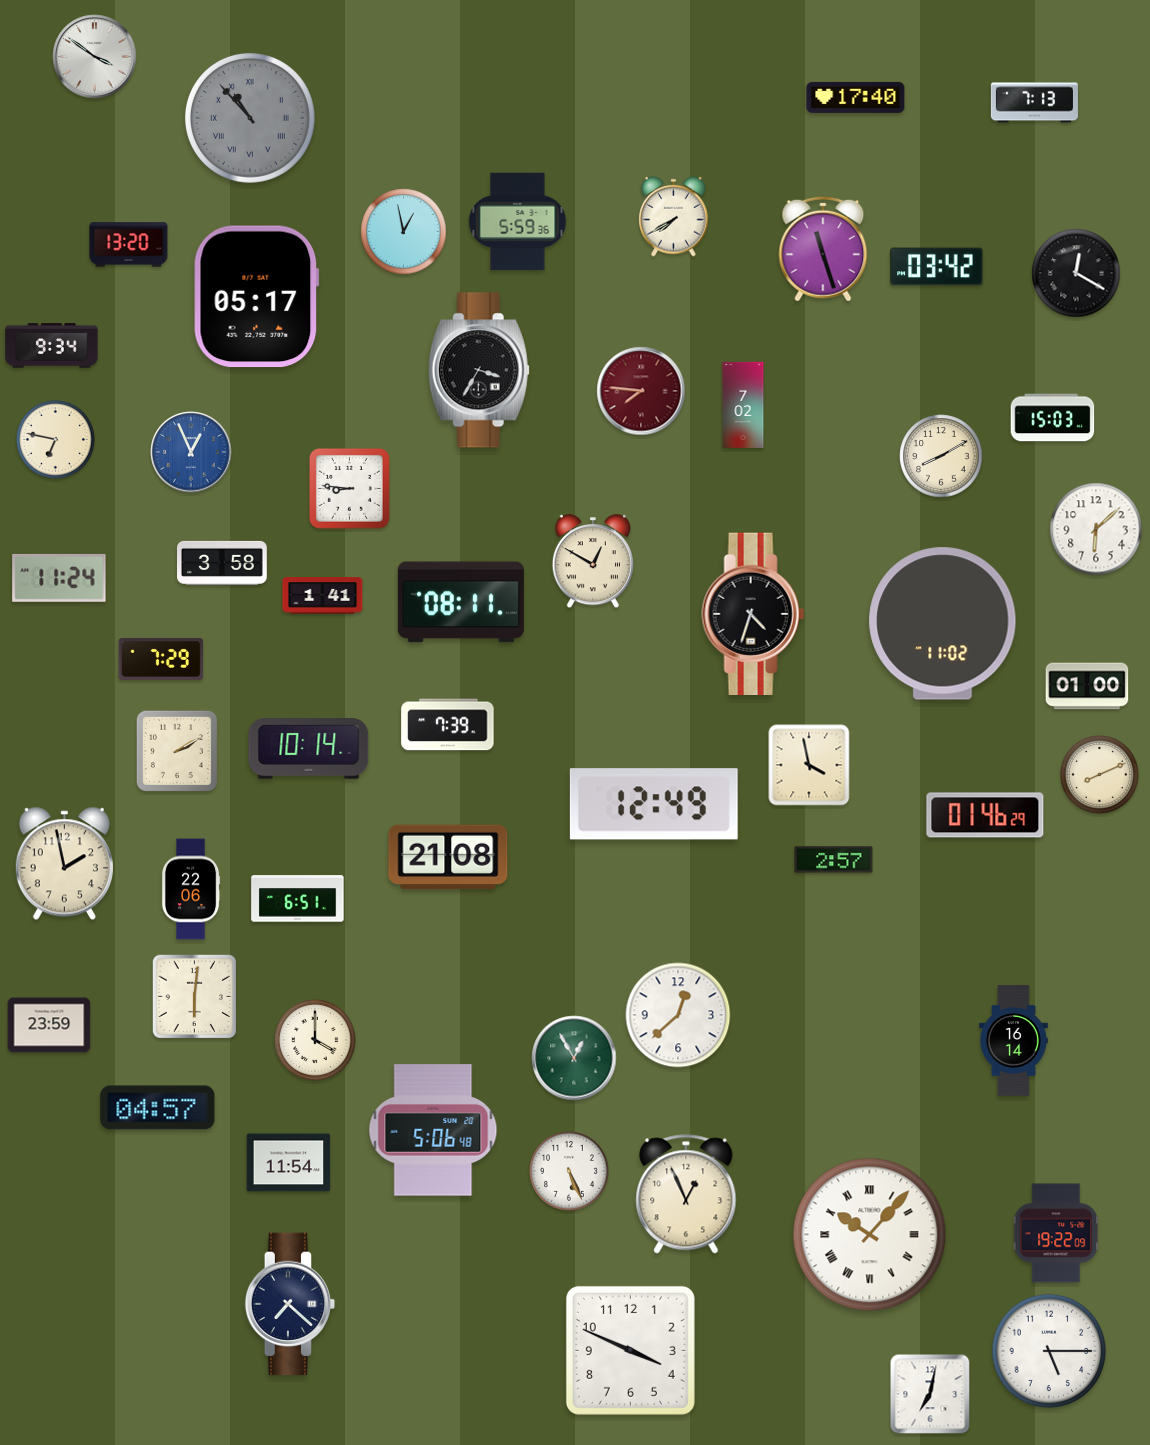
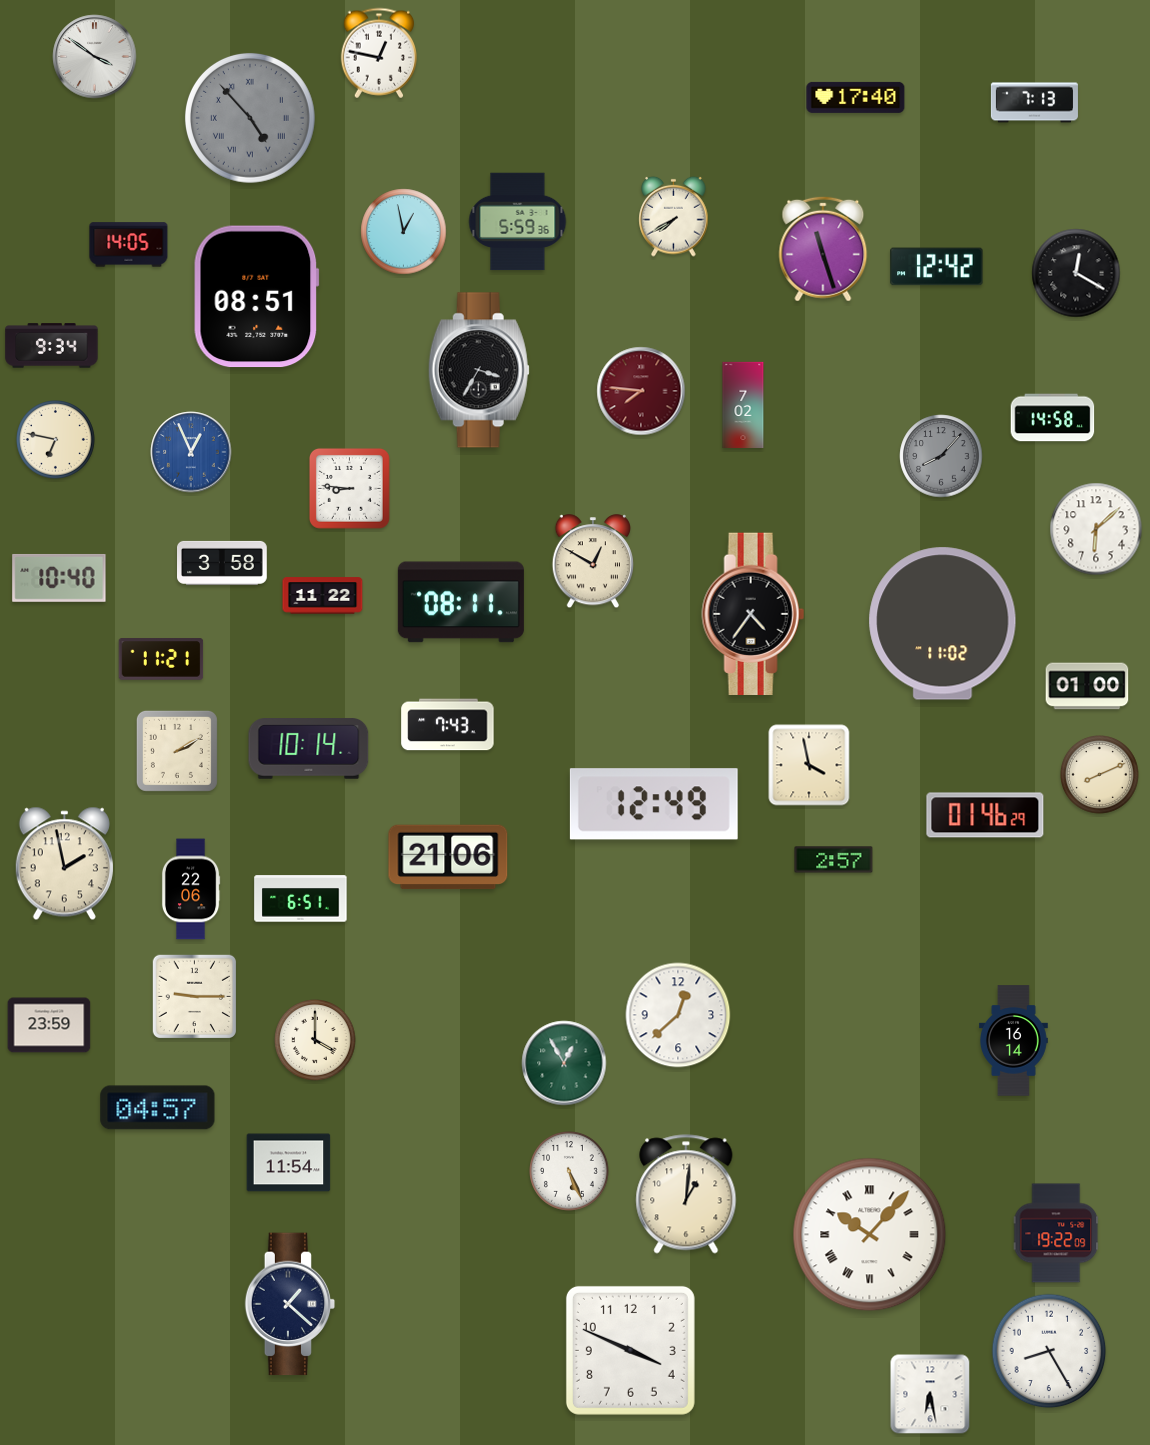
clock at (378, 53): none -> 12:47
clock at (250, 118): 10:53 -> 4:53
clock at (129, 245): 13:20 -> 14:05
clock at (937, 267): 03:42 -> 12:42
clock at (256, 297): 05:17 -> 08:51
clock at (1053, 418): 15:03 -> 14:58
clock at (941, 456): 8:10 -> 8:07
clock at (941, 456) dial: cream -> grey
clock at (59, 578): 11:24 -> 10:40
clock at (323, 596): 1:41 -> 11:22
clock at (753, 613): 4:33 -> 4:36
clock at (161, 659): 7:29 -> 11:21
clock at (448, 725): 7:39 -> 7:43
clock at (448, 857): 21:08 -> 21:06
clock at (298, 899) position: (298, 899) -> (301, 899)
clock at (194, 996): 6:01 -> 9:15
clock at (574, 1058) position: (574, 1058) -> (564, 1063)
clock at (433, 1130): 5:06 -> none
clock at (686, 1194): 12:56 -> 1:01
clock at (290, 1304): 7:22 -> 1:22
clock at (1049, 1351): 5:15 -> 8:25
clock at (930, 1394): 7:02 -> 6:28
